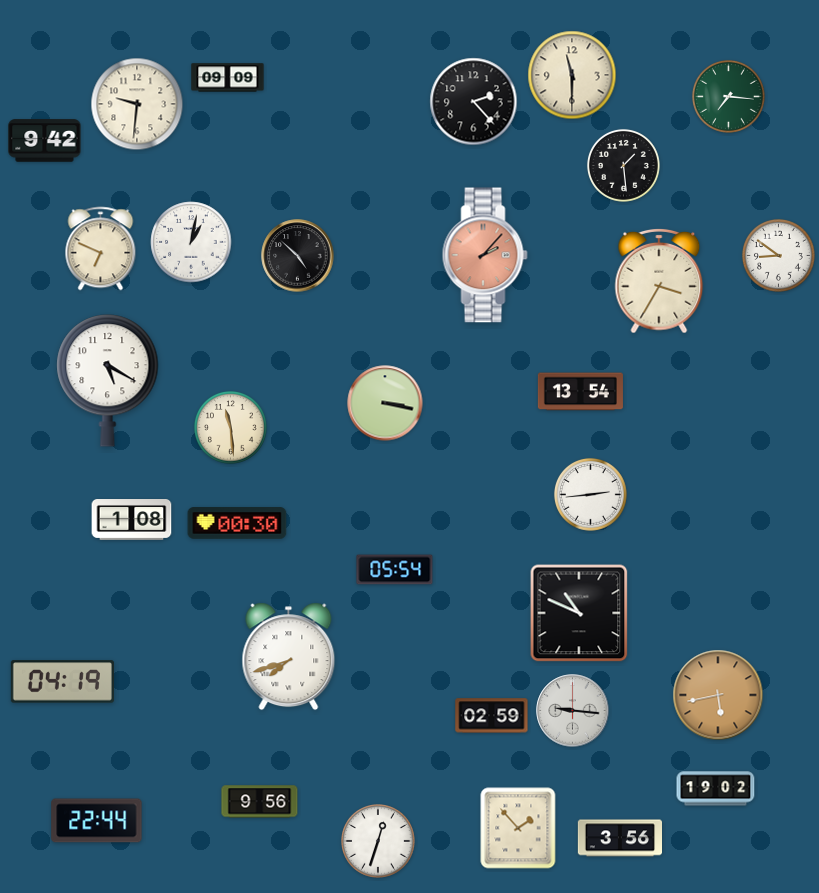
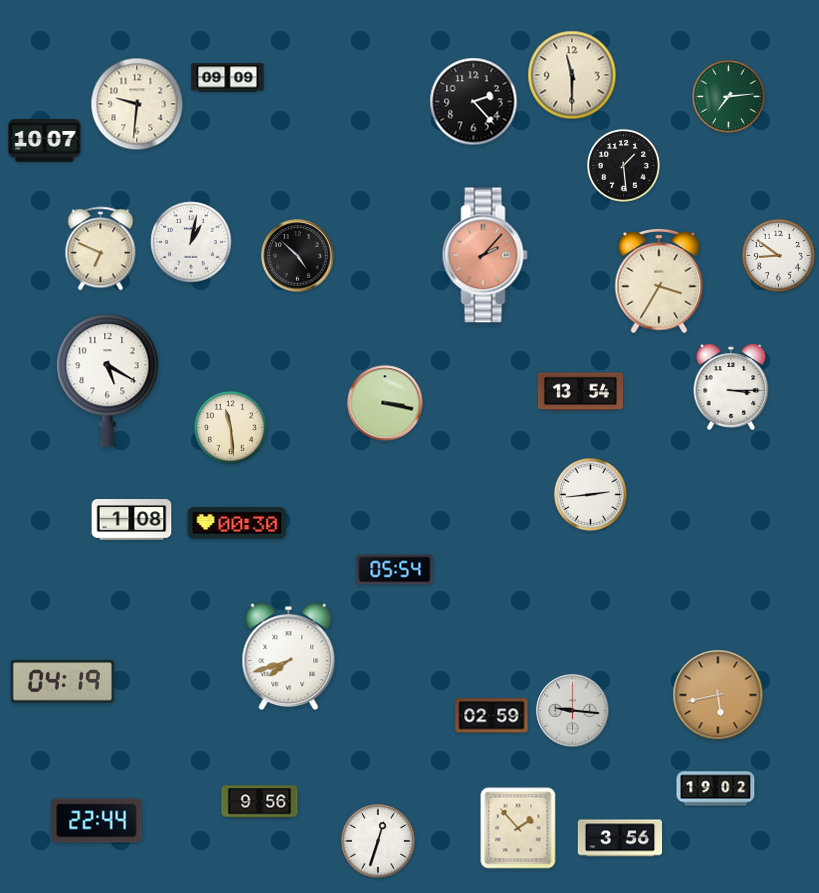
clock at (728, 96): 7:16 -> 7:14
clock at (45, 141): 9:42 -> 10:07
clock at (731, 387): none -> 3:15
clock at (579, 613): 10:49 -> none
